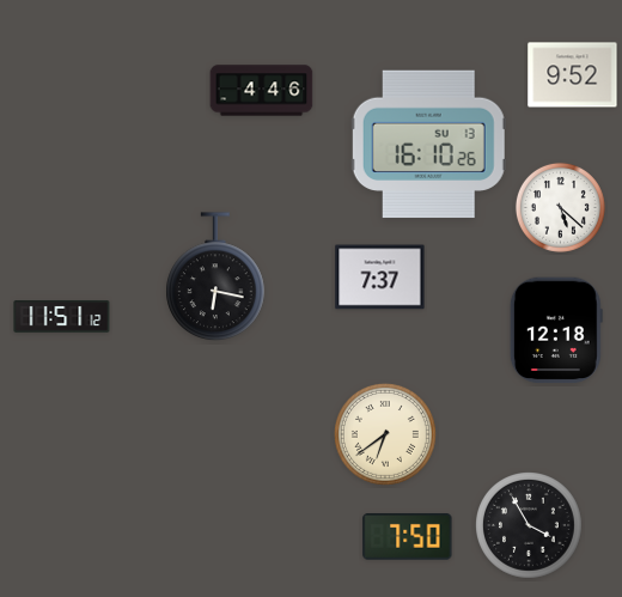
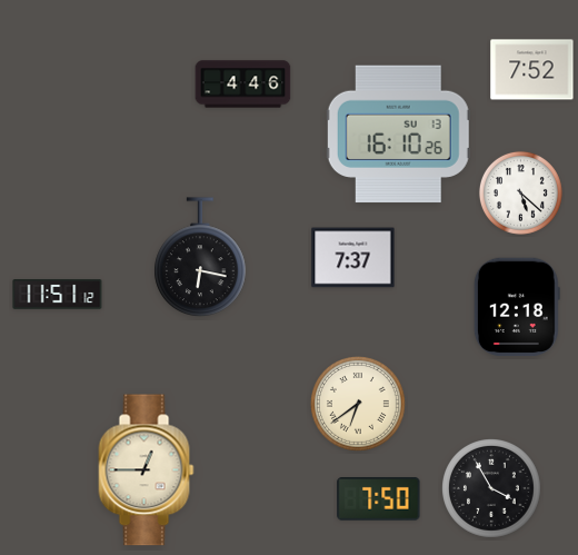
clock at (573, 75): 9:52 -> 7:52
clock at (147, 470): none -> 12:45
